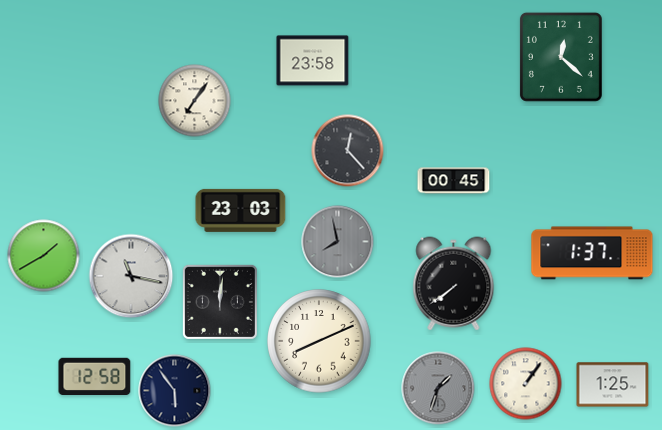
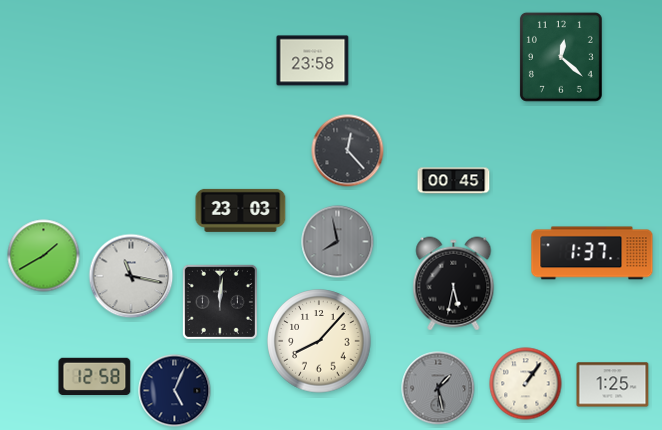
clock at (195, 101): 7:06 -> none
clock at (454, 284): 7:39 -> 5:32
clock at (319, 341): 8:11 -> 8:07
clock at (438, 388): 1:33 -> 1:28
clock at (175, 391): 5:54 -> 5:04
